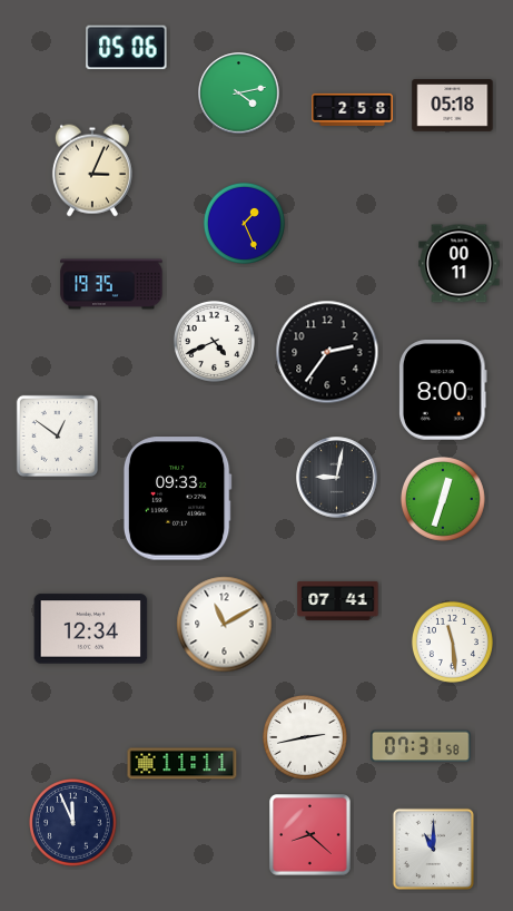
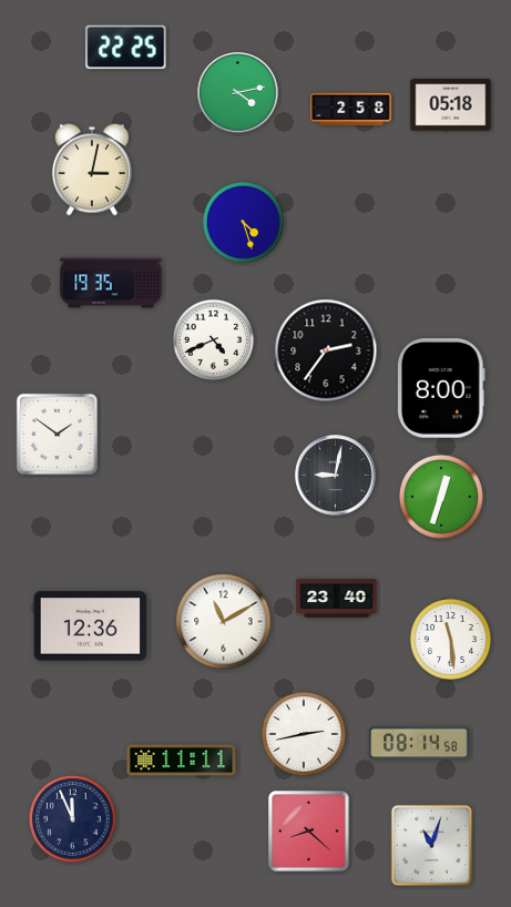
clock at (127, 48): 05:06 -> 22:25
clock at (92, 170): 3:04 -> 3:02
clock at (244, 223): 1:26 -> 4:27
clock at (460, 264): 00:11 -> none
clock at (57, 435): 12:51 -> 1:51
clock at (177, 499): 09:33 -> none
clock at (338, 600): 07:41 -> 23:40
clock at (91, 629): 12:34 -> 12:36
clock at (421, 746): 07:31 -> 08:14
clock at (433, 849): 11:00 -> 11:03
